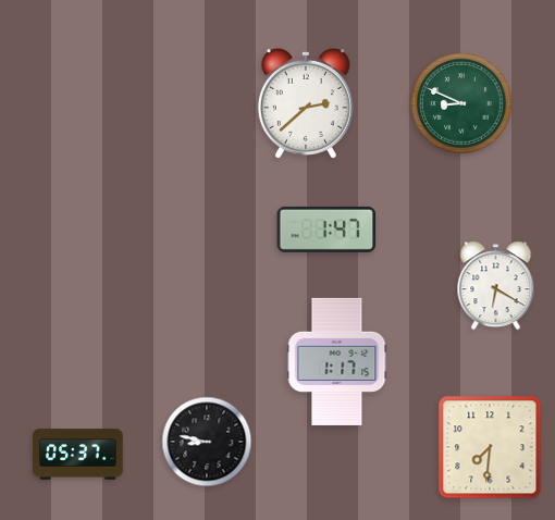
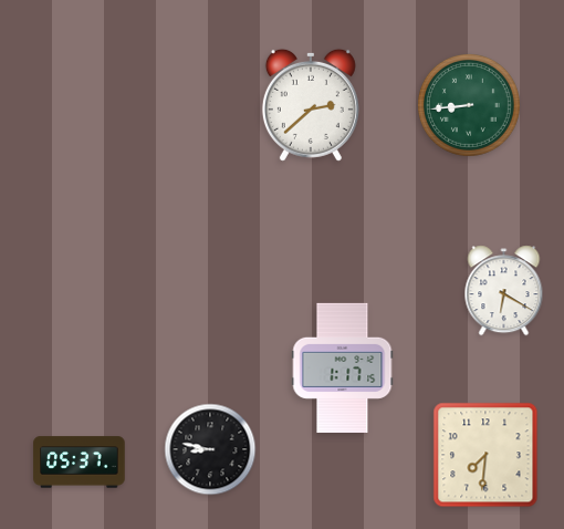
clock at (461, 103): 8:49 -> 8:44
clock at (326, 230): 1:47 -> none
clock at (490, 447) position: (490, 447) -> (485, 455)
